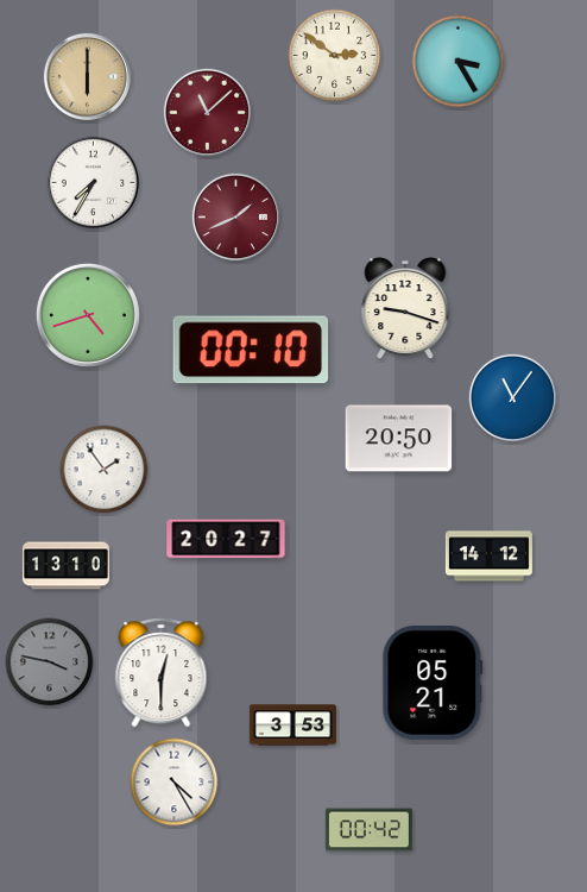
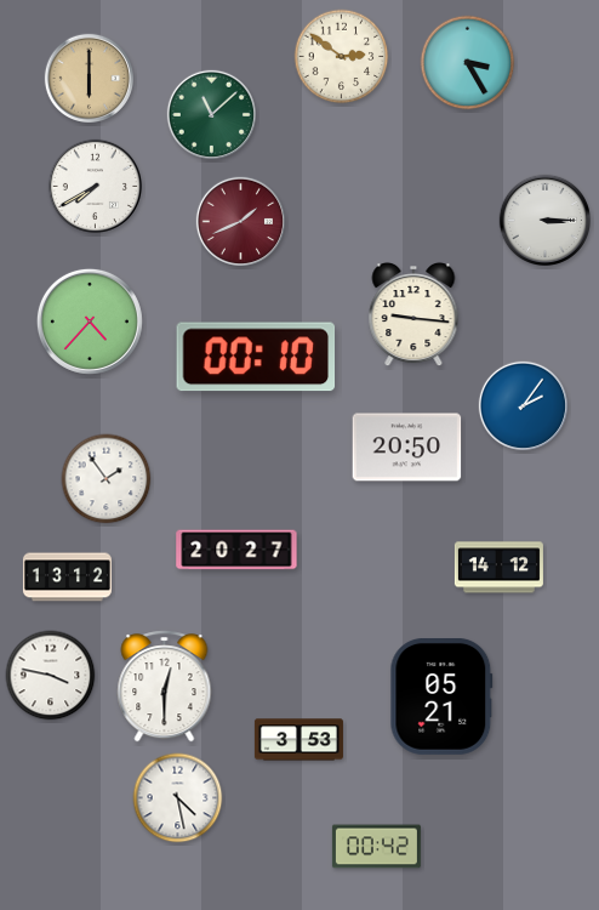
clock at (207, 112) dial: burgundy -> green
clock at (93, 182): 7:35 -> 7:40
clock at (544, 220): none -> 3:15
clock at (405, 309): 9:18 -> 9:16
clock at (88, 315): 4:42 -> 4:37
clock at (512, 397): 11:06 -> 2:06
clock at (226, 539) position: (226, 539) -> (236, 550)
clock at (65, 566): 13:10 -> 13:12
clock at (50, 662) dial: grey -> white
clock at (175, 783): 4:25 -> 4:28
